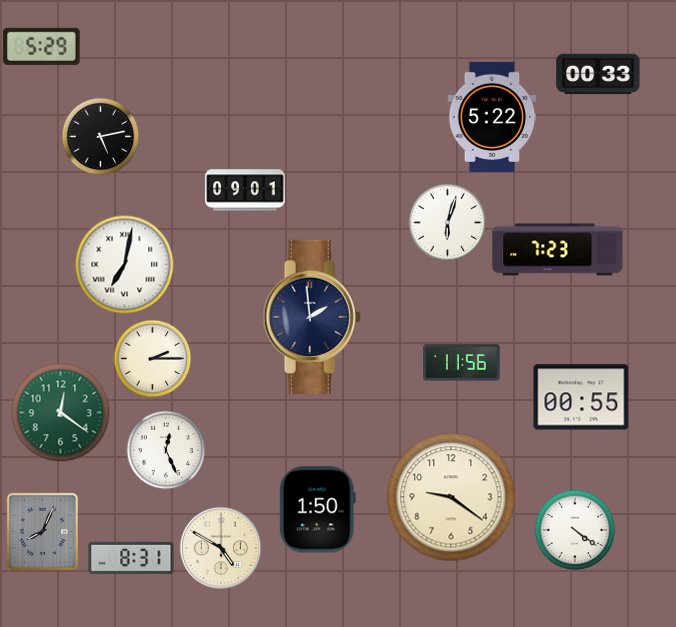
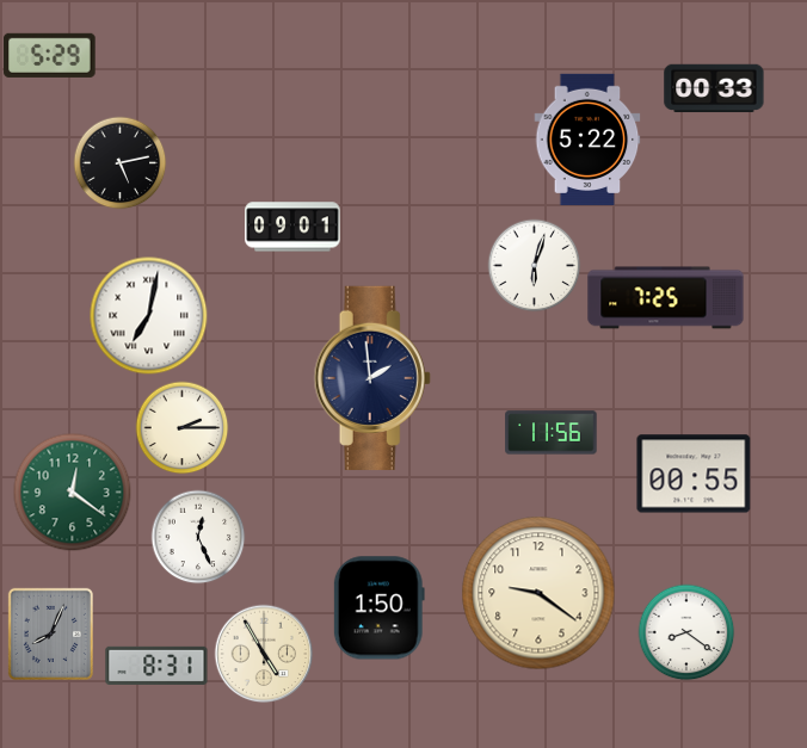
clock at (558, 250): 7:23 -> 7:25
clock at (575, 530): 4:21 -> 8:21
clock at (221, 548): 4:50 -> 4:55
